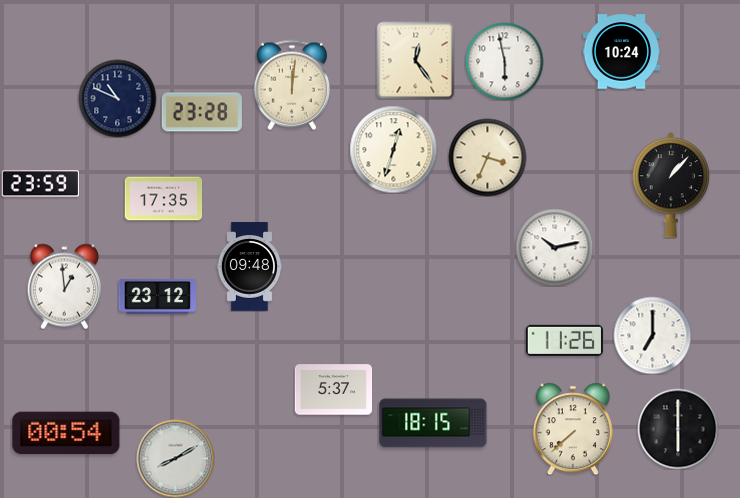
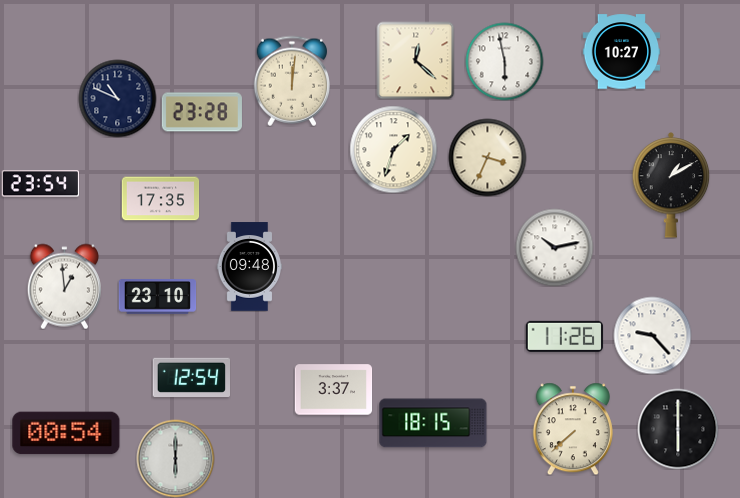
clock at (621, 52): 10:24 -> 10:27
clock at (415, 60): 12:24 -> 12:22
clock at (291, 85) position: (291, 85) -> (291, 81)
clock at (393, 149): 12:33 -> 1:33
clock at (40, 184): 23:59 -> 23:54
clock at (671, 185): 1:07 -> 1:10
clock at (163, 199) position: (163, 199) -> (160, 199)
clock at (157, 297): 23:12 -> 23:10
clock at (652, 335): 7:00 -> 9:23
clock at (564, 340) position: (564, 340) -> (564, 336)
clock at (191, 378): none -> 12:54
clock at (333, 390): 5:37 -> 3:37
clock at (175, 458): 8:10 -> 6:00
